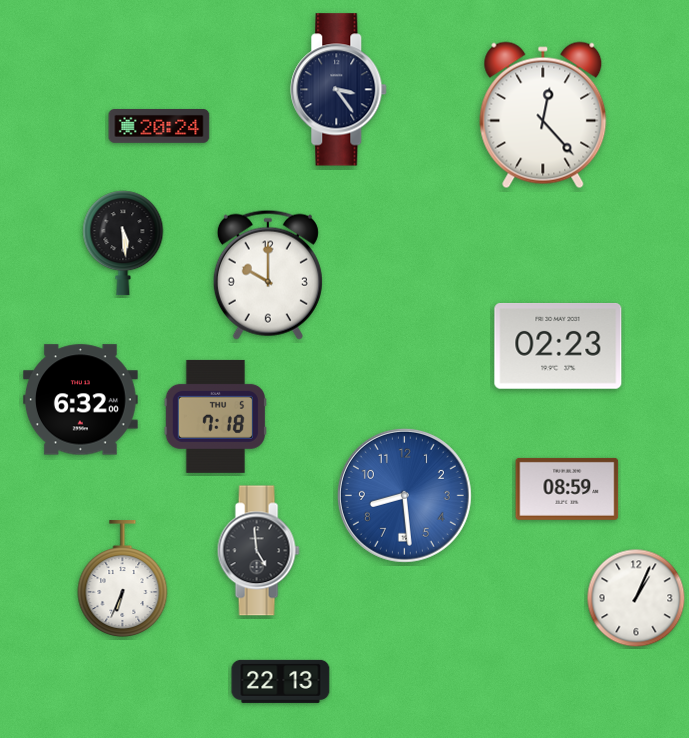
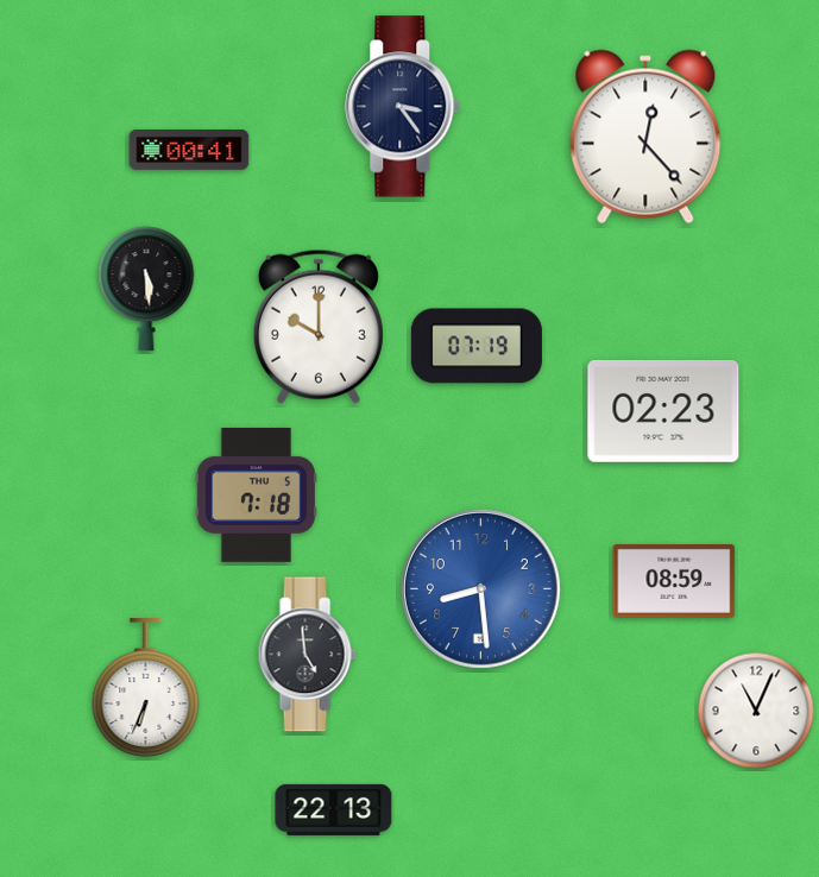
clock at (159, 127): 20:24 -> 00:41
clock at (477, 346): none -> 07:19
clock at (81, 400): 6:32 -> none
clock at (636, 598): 1:04 -> 11:04
